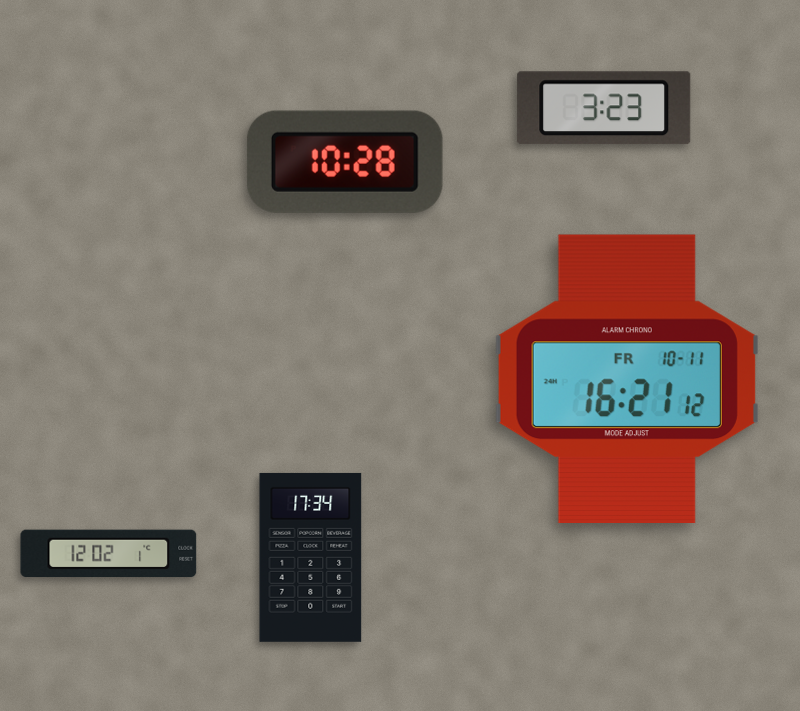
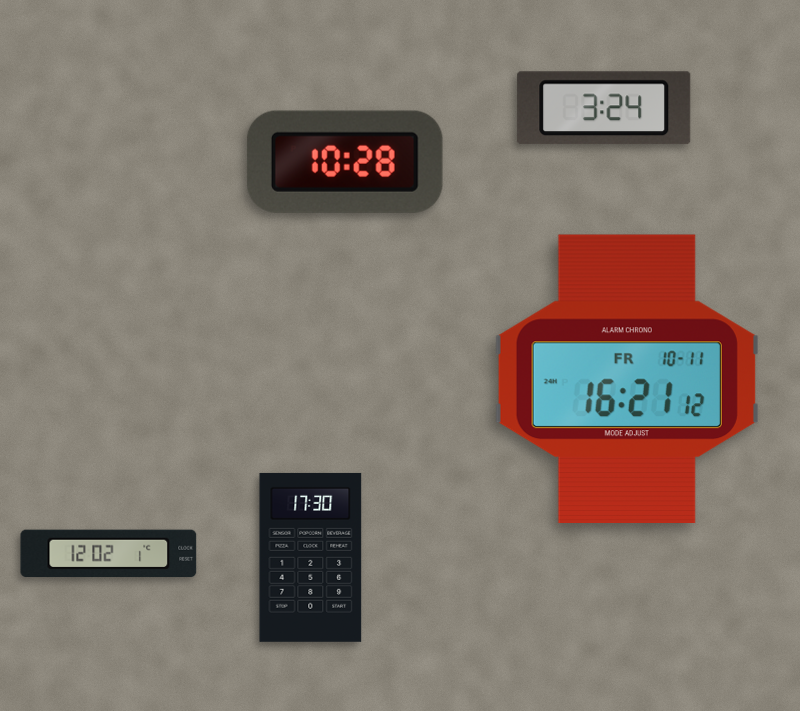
clock at (604, 108): 3:23 -> 3:24
clock at (311, 557): 17:34 -> 17:30
